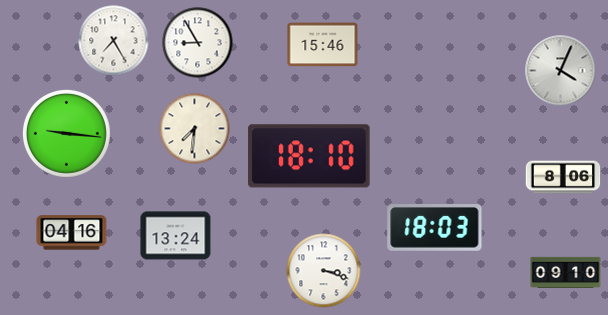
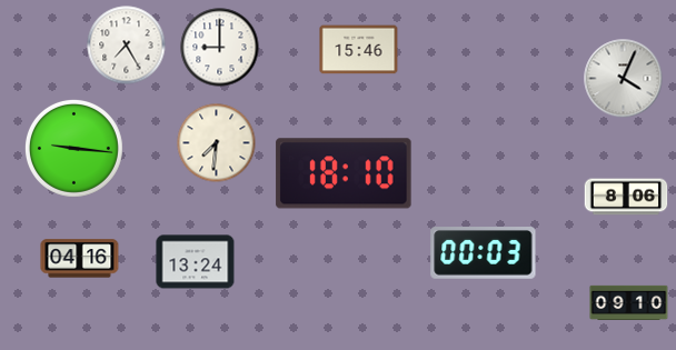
clock at (198, 43): 8:55 -> 9:00
clock at (435, 228): 18:03 -> 00:03
clock at (324, 271): 3:18 -> none
